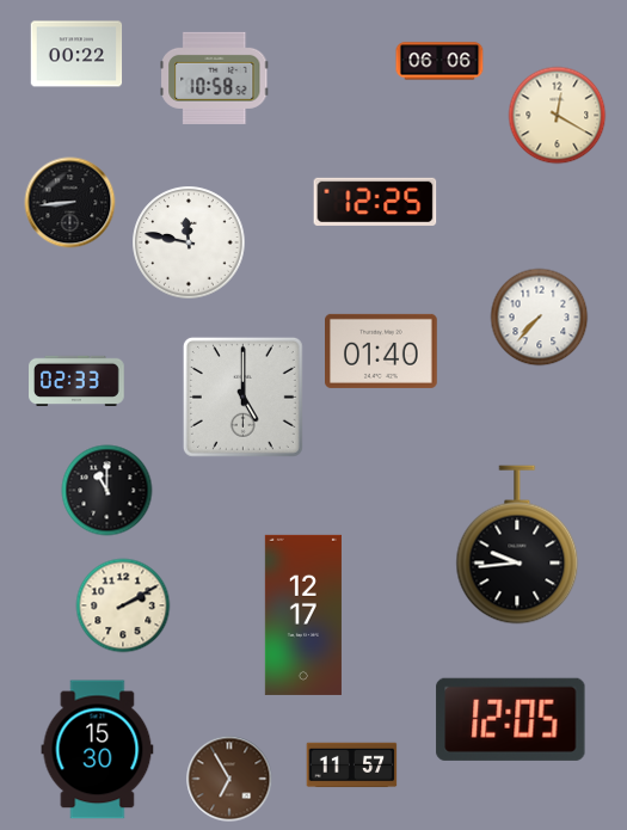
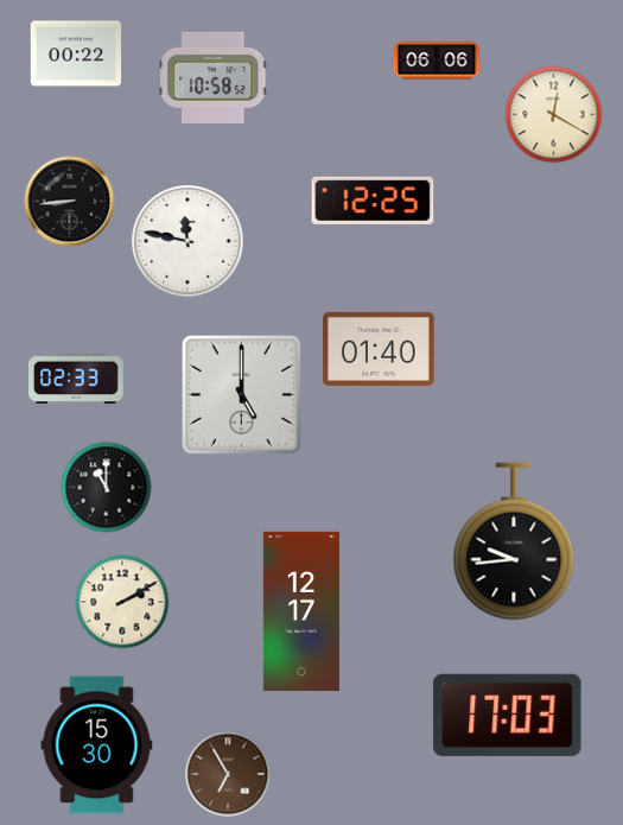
clock at (540, 318): 7:37 -> none
clock at (511, 719): 12:05 -> 17:03
clock at (352, 766): 11:57 -> none
